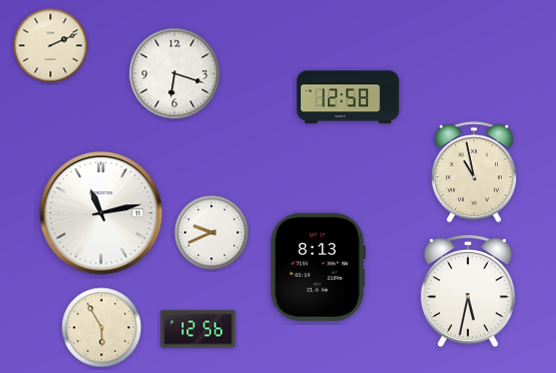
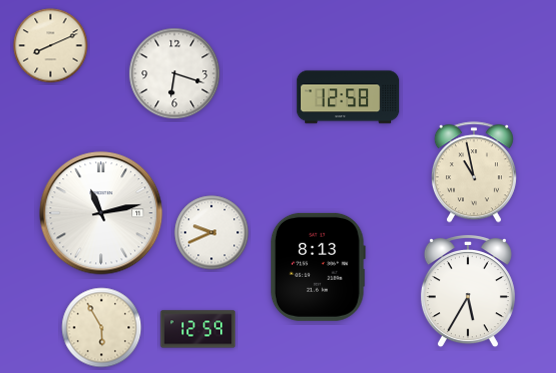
clock at (51, 46): 2:11 -> 8:11
clock at (468, 292): 5:32 -> 5:35
clock at (198, 329): 12:56 -> 12:59
